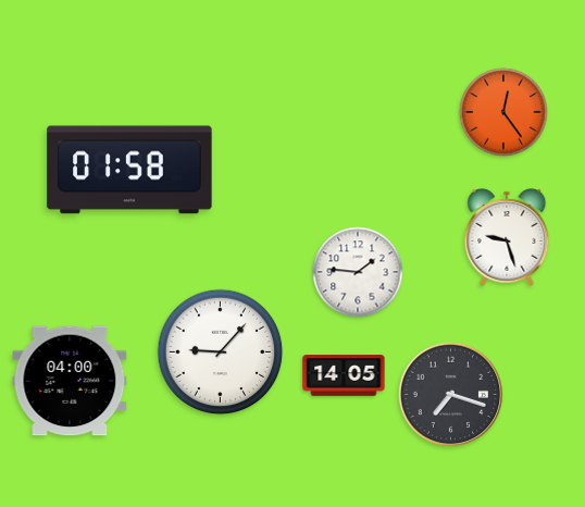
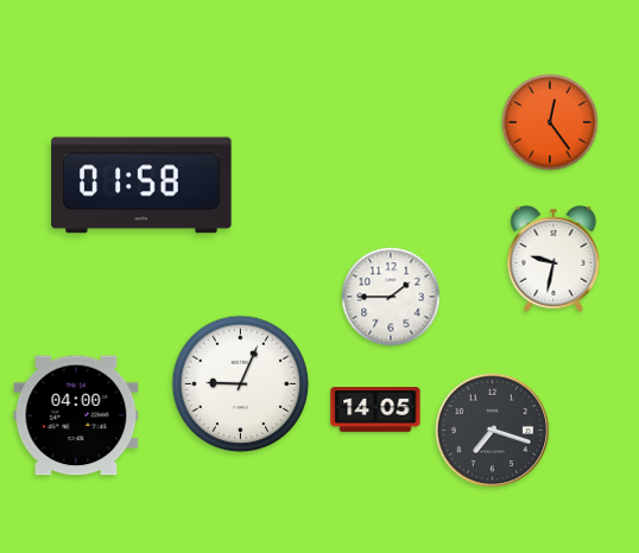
clock at (507, 237): 9:27 -> 9:32
clock at (358, 272): 1:46 -> 1:45
clock at (221, 353): 9:07 -> 9:04
